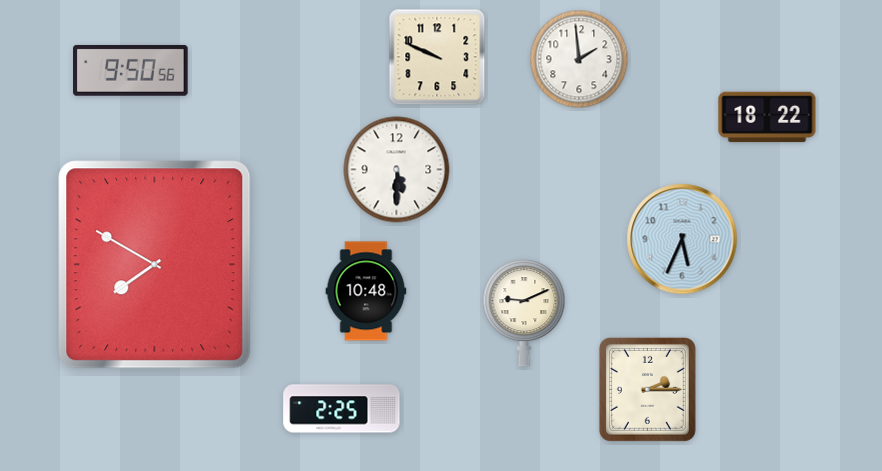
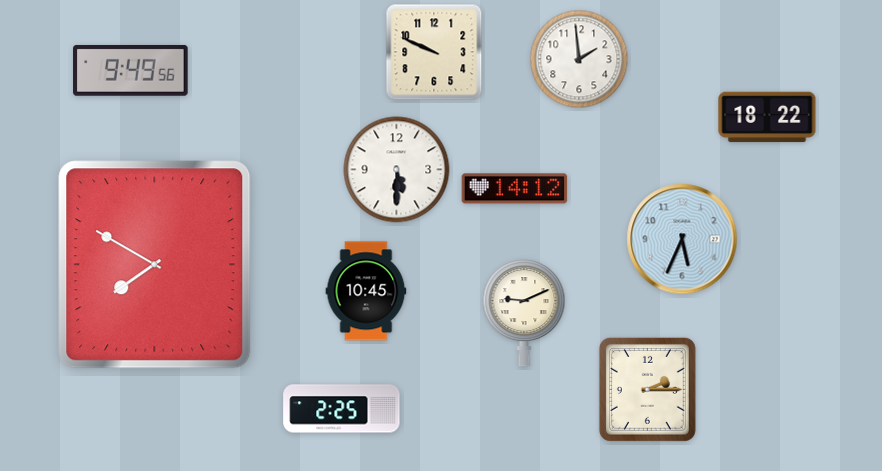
clock at (437, 57) position: (437, 57) -> (434, 52)
clock at (131, 70): 9:50 -> 9:49
clock at (515, 189): none -> 14:12
clock at (366, 291): 10:48 -> 10:45
